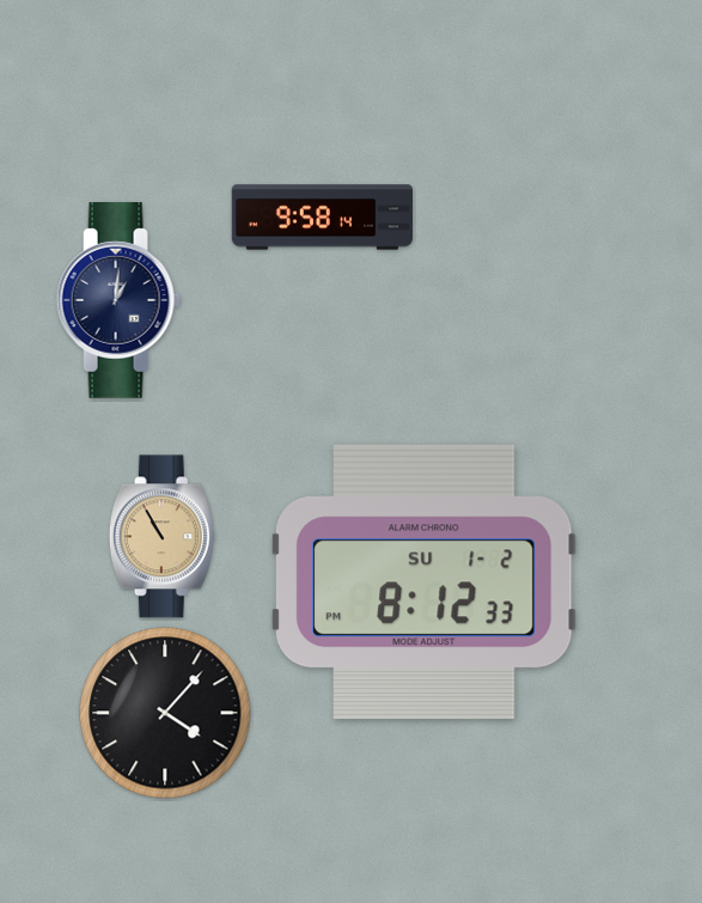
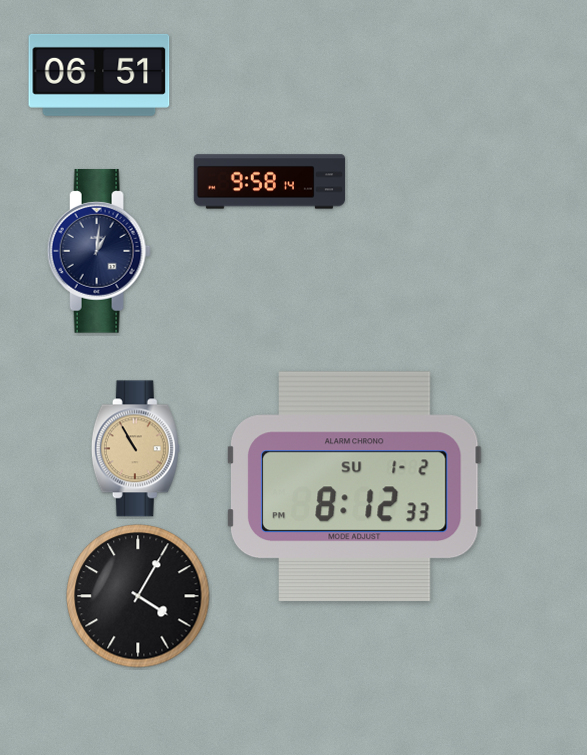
clock at (99, 75): none -> 06:51
clock at (165, 713): 4:07 -> 4:05
